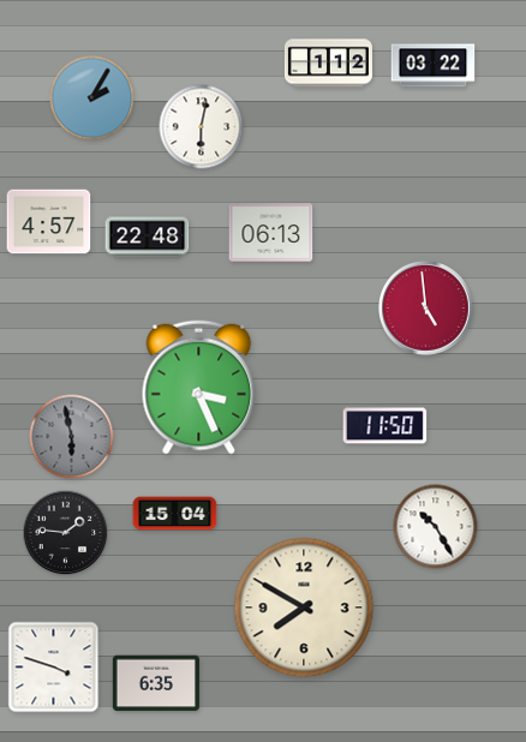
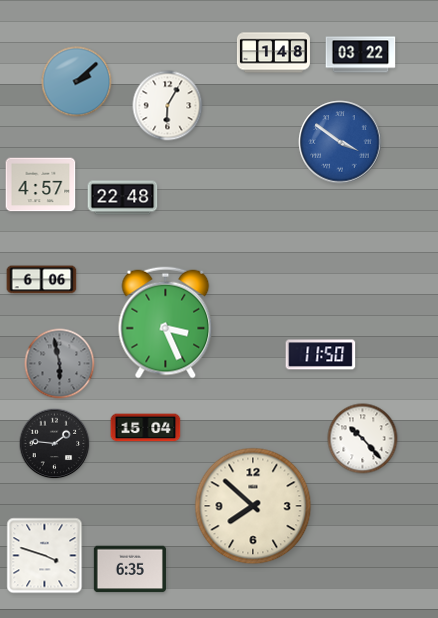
clock at (328, 64): 1:12 -> 1:48
clock at (92, 98): 2:05 -> 2:08
clock at (202, 127): 6:02 -> 6:05
clock at (340, 142): none -> 3:51
clock at (271, 233): 06:13 -> none
clock at (426, 309): 4:59 -> none
clock at (42, 280): none -> 6:06
clock at (436, 527): 10:25 -> 10:23
clock at (304, 608): 7:50 -> 7:52
